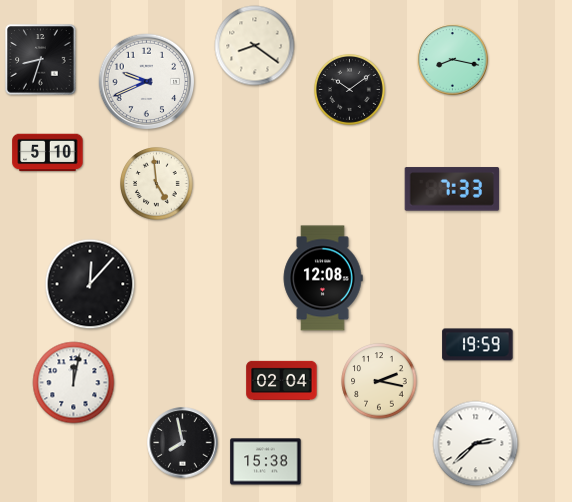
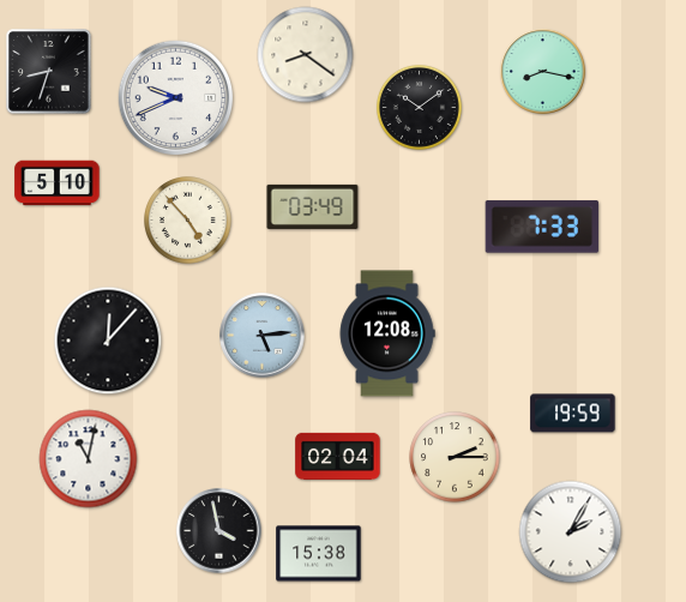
clock at (313, 206): none -> 03:49
clock at (157, 184): 4:59 -> 4:53
clock at (263, 336): none -> 5:14
clock at (379, 381): 2:17 -> 2:15
clock at (74, 383): 12:02 -> 11:02
clock at (183, 443): 7:58 -> 3:58
clock at (476, 444): 2:38 -> 2:05
